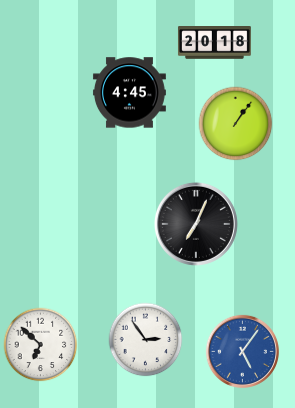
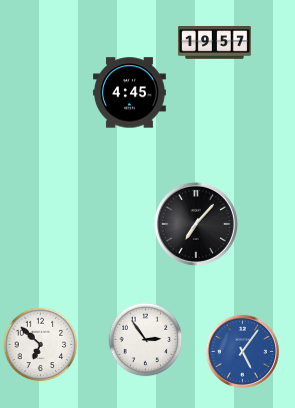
clock at (214, 43): 20:18 -> 19:57
clock at (236, 124): 1:06 -> none
clock at (196, 224): 7:04 -> 7:07
